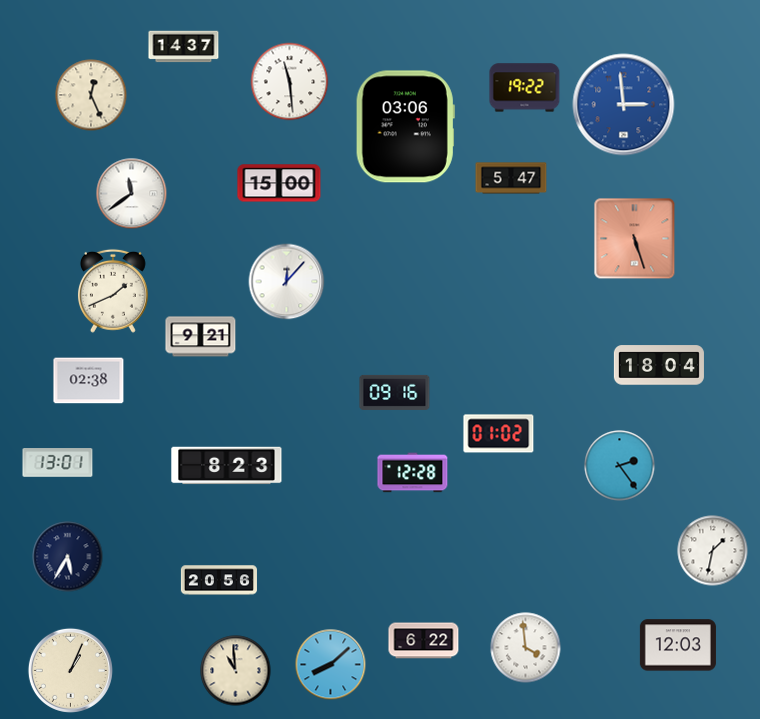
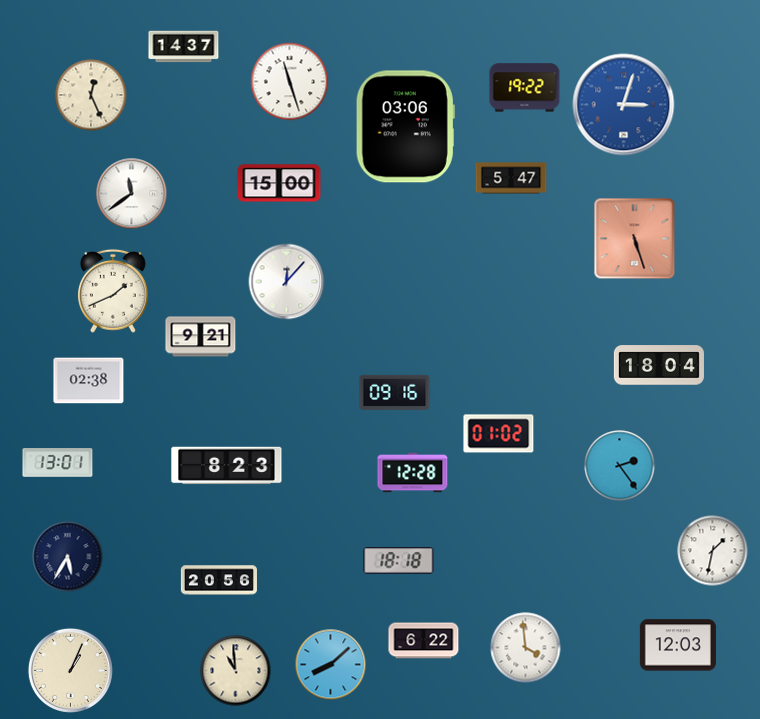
clock at (290, 82): 11:29 -> 11:27
clock at (624, 105): 2:59 -> 3:03
clock at (399, 561): none -> 18:18
